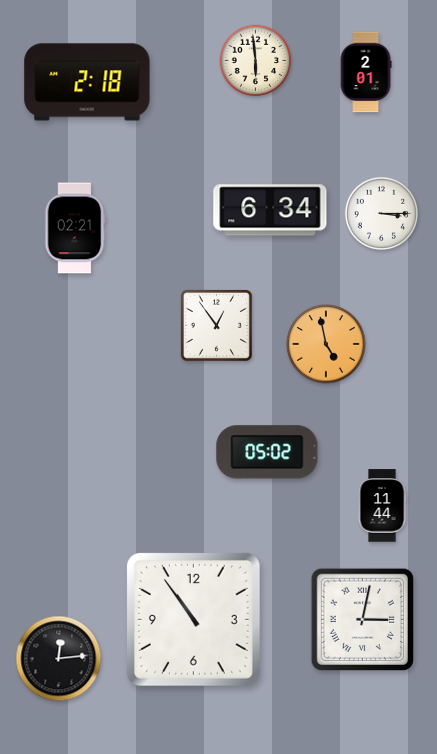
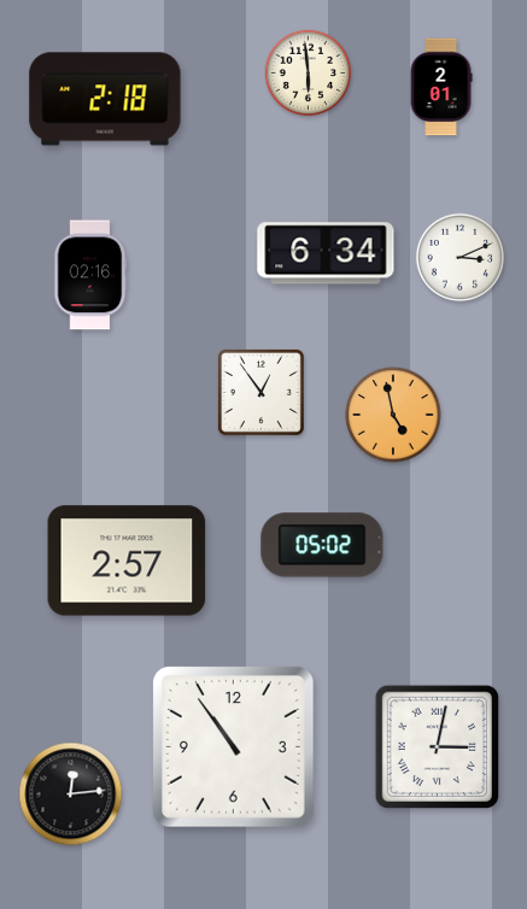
clock at (381, 213): 3:15 -> 3:11
clock at (75, 228): 02:21 -> 02:16
clock at (127, 561): none -> 2:57
clock at (382, 506): 11:44 -> none
